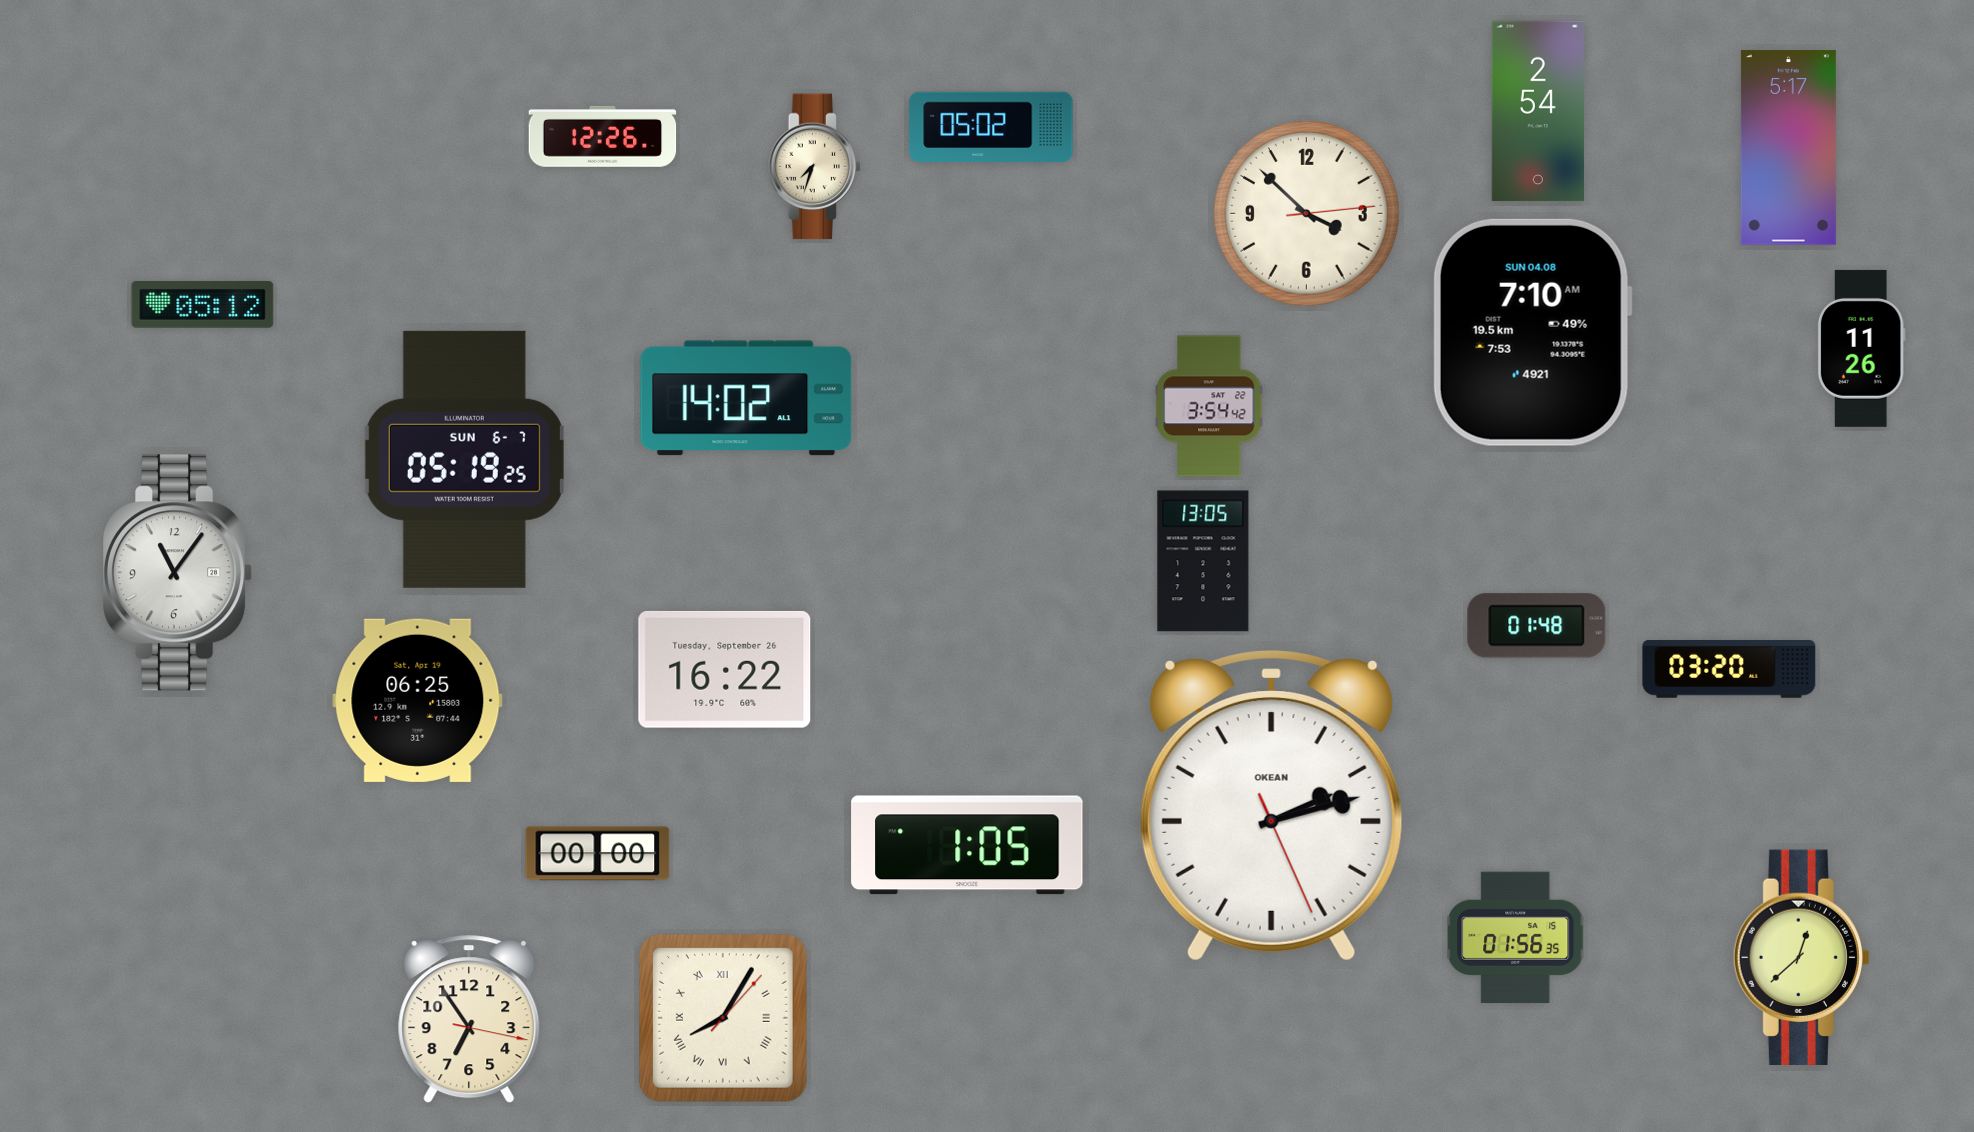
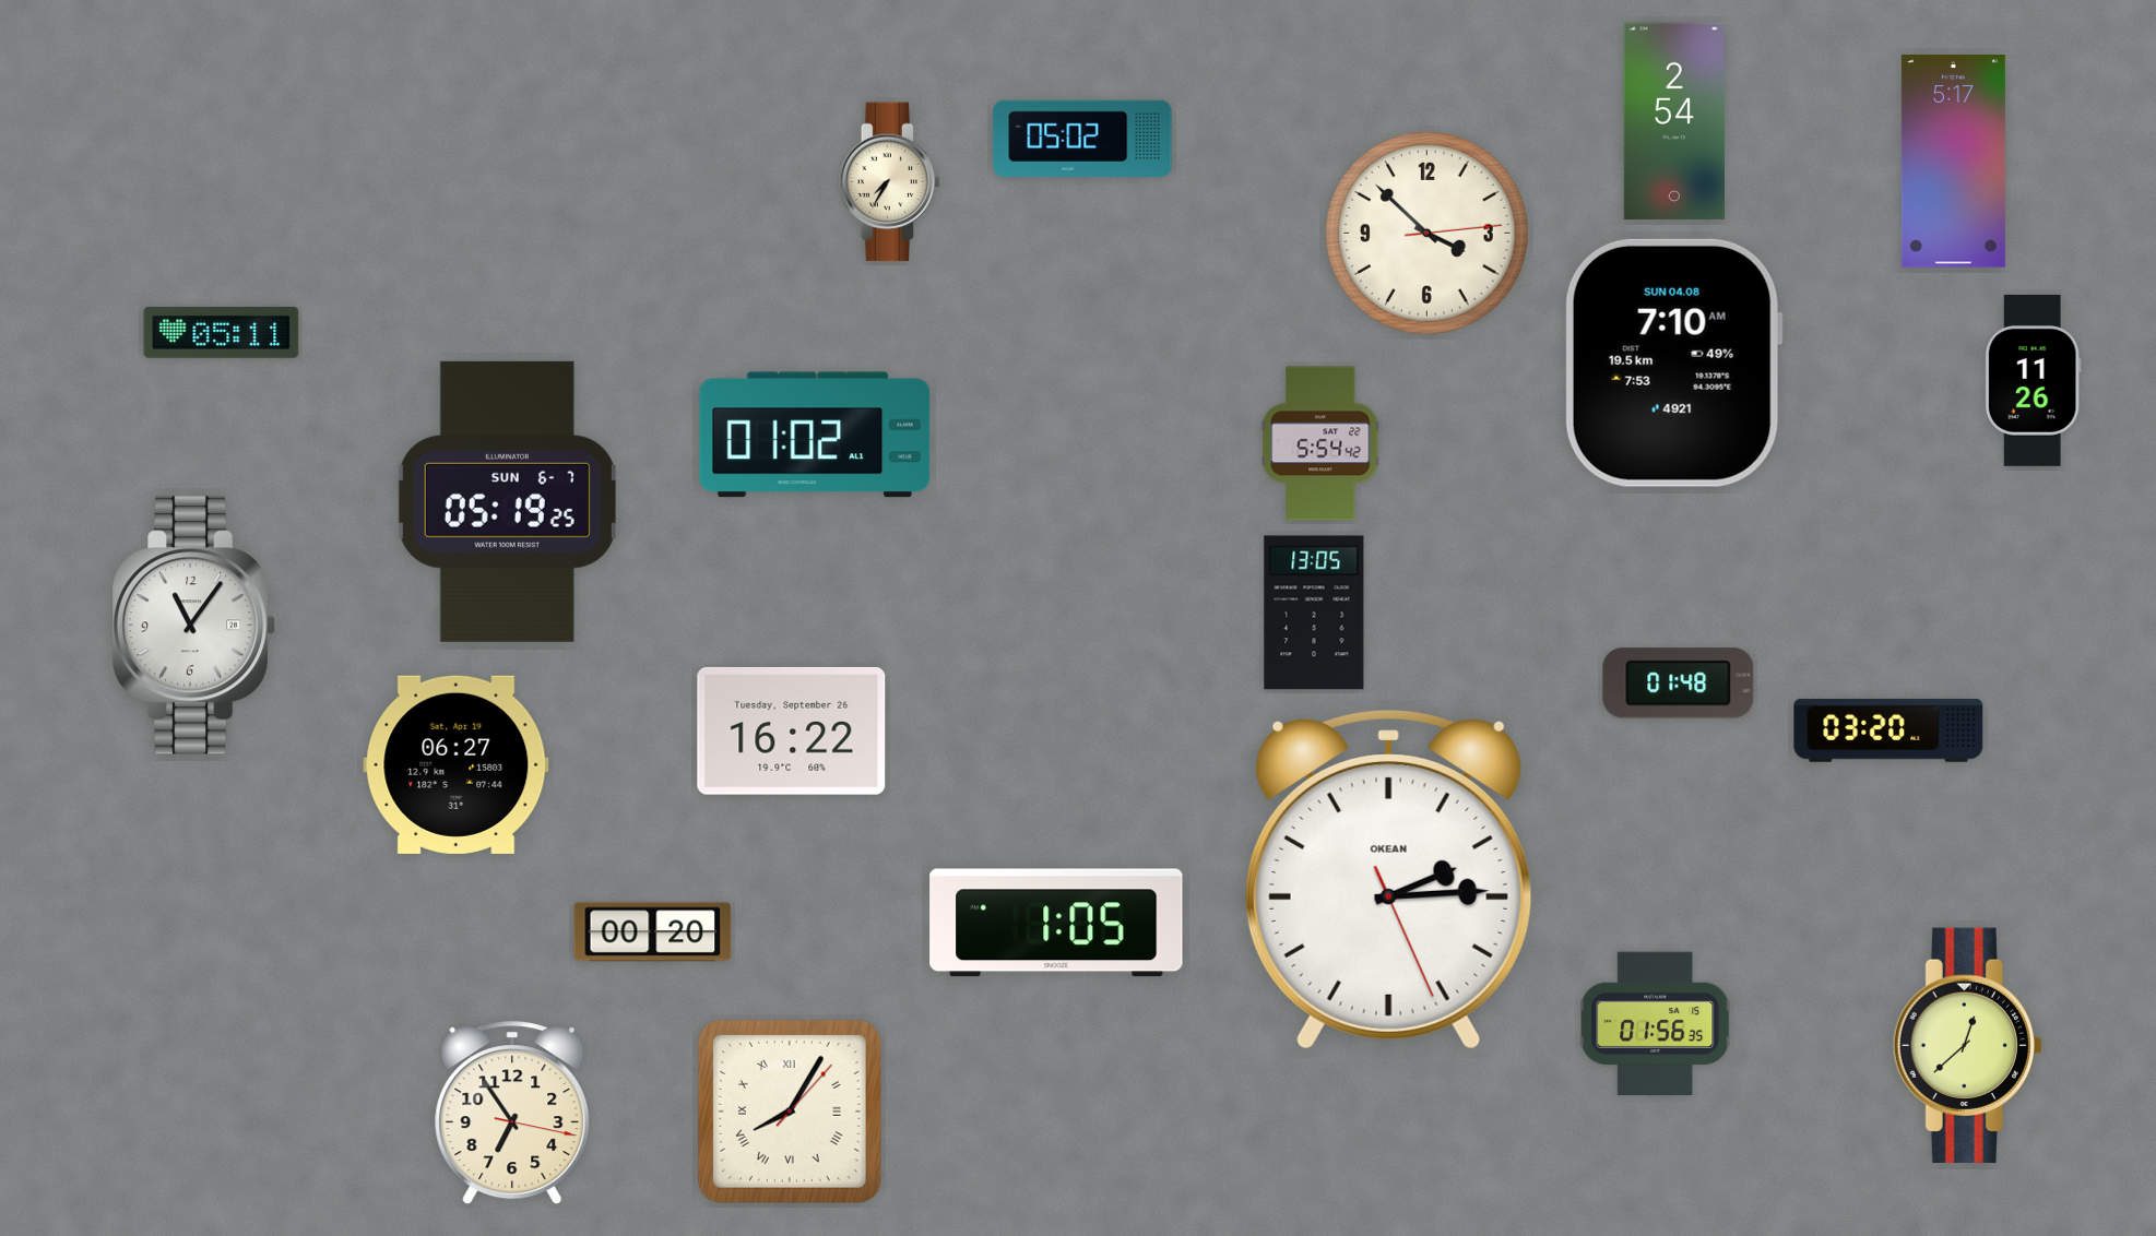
clock at (1538, 111) position: (1538, 111) -> (1674, 121)
clock at (603, 136): 12:26 -> none
clock at (815, 167): 7:33 -> 7:35
clock at (203, 305): 05:12 -> 05:11
clock at (746, 398): 14:02 -> 01:02
clock at (1209, 406): 3:54 -> 5:54
clock at (418, 700): 06:25 -> 06:27
clock at (1271, 806): 2:12 -> 2:14
clock at (598, 854): 00:00 -> 00:20
